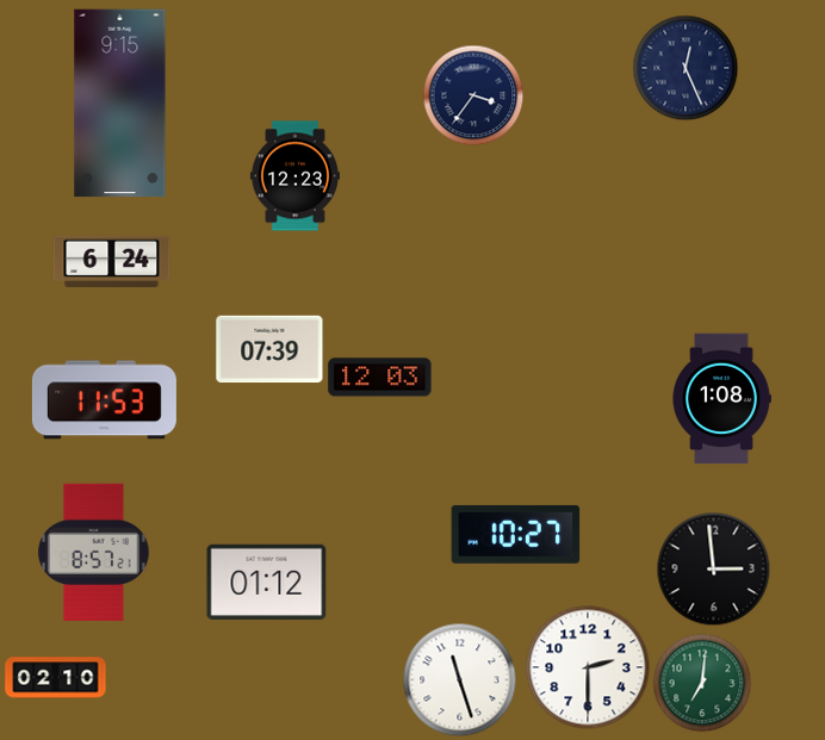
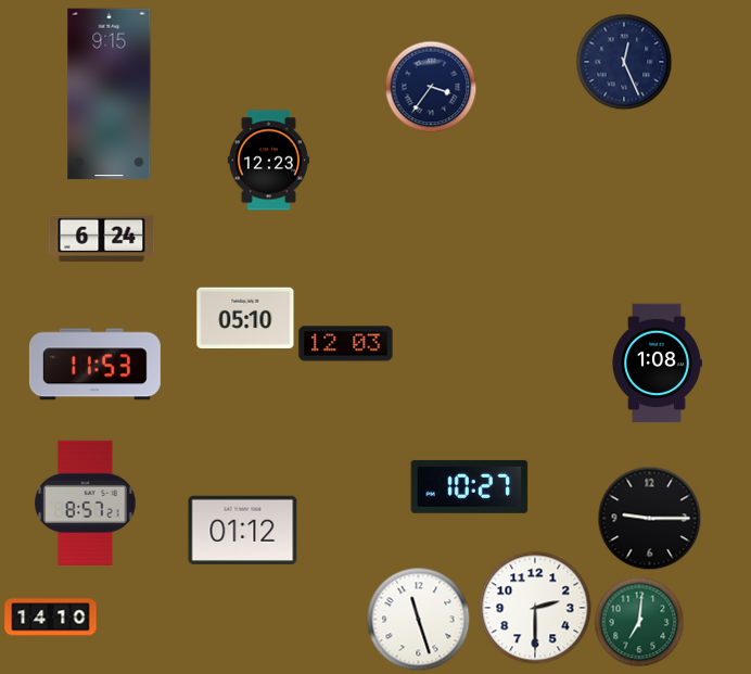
clock at (269, 349): 07:39 -> 05:10
clock at (713, 568): 2:59 -> 9:15
clock at (56, 678): 02:10 -> 14:10
